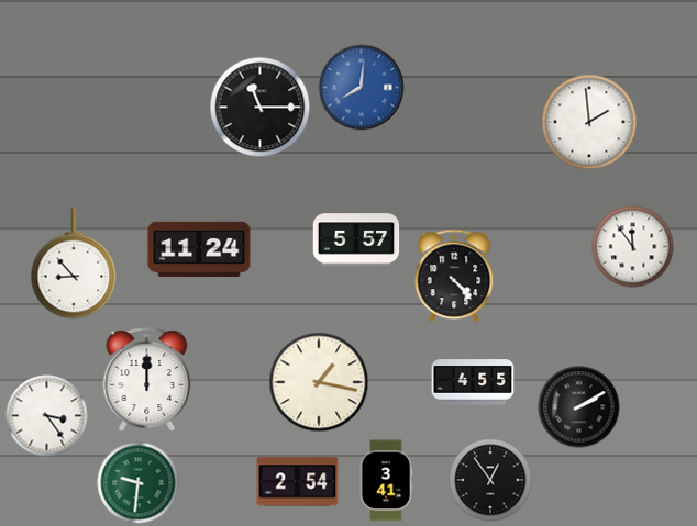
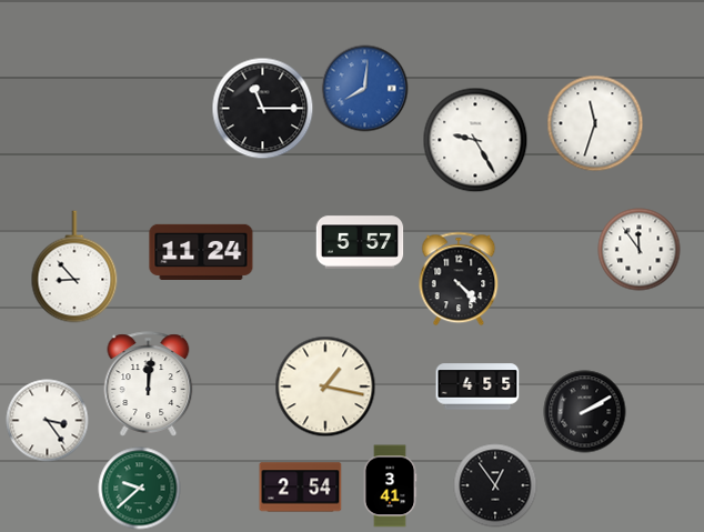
clock at (589, 122): 1:59 -> 11:33
clock at (475, 140): none -> 9:25
clock at (147, 380): 12:00 -> 12:01
clock at (319, 382) position: (319, 382) -> (325, 387)
clock at (139, 483): 9:31 -> 9:38
